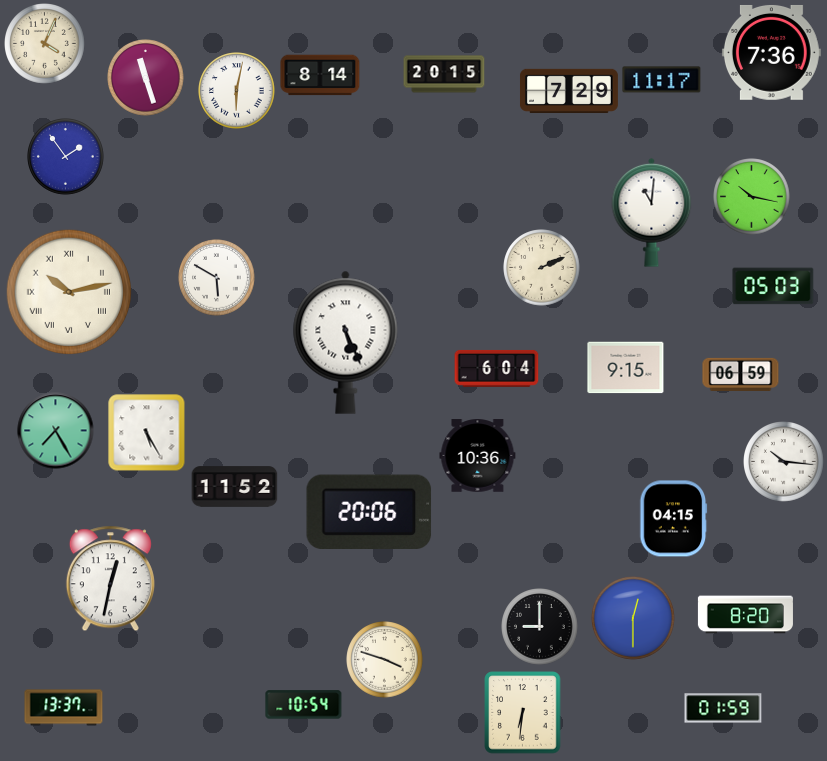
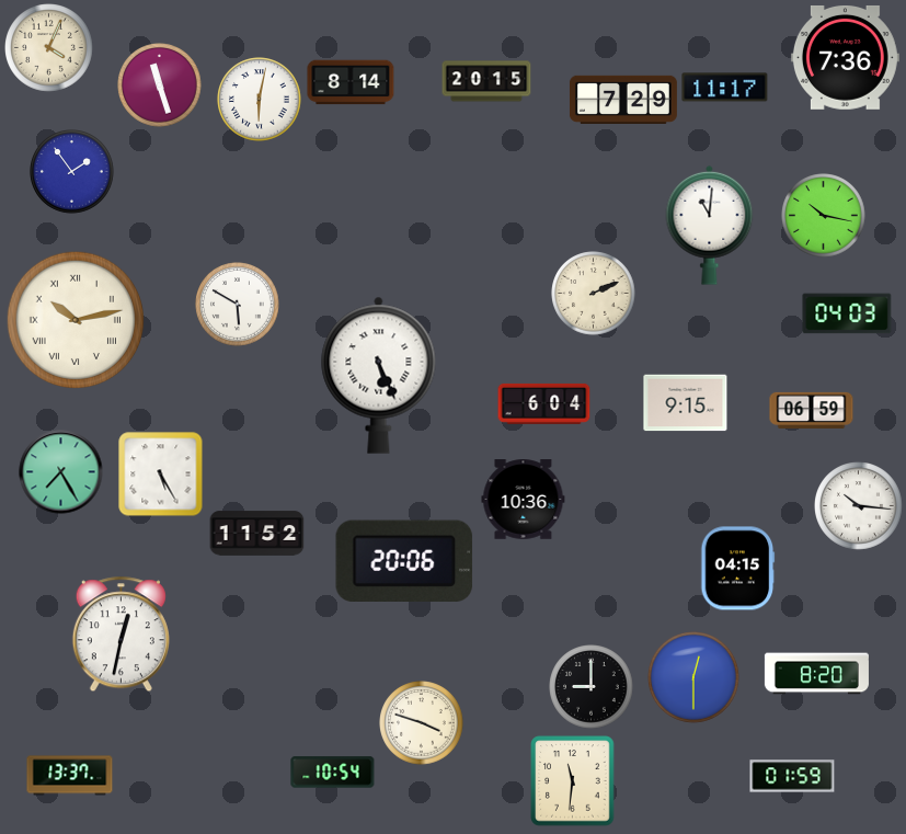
clock at (652, 212) position: (652, 212) -> (710, 225)
clock at (773, 286): 05:03 -> 04:03
clock at (523, 713): 6:31 -> 11:31
